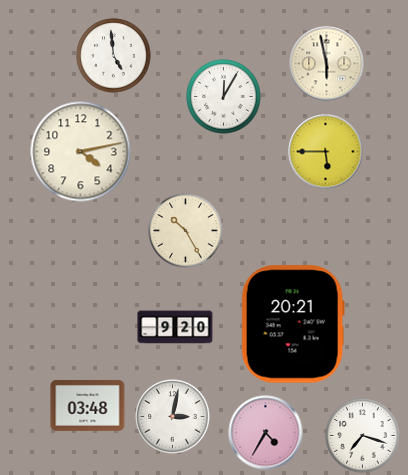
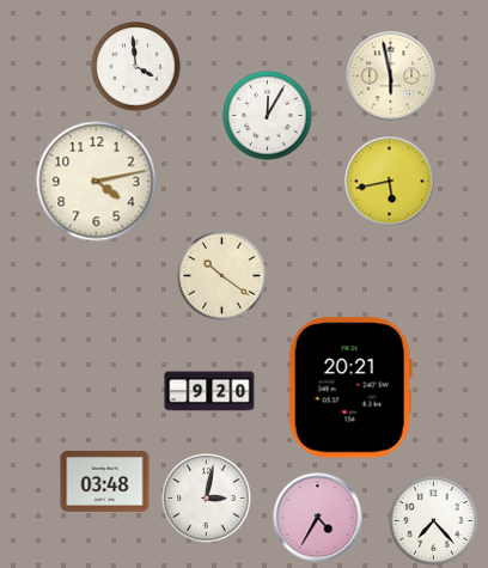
clock at (114, 56): 4:59 -> 3:59
clock at (326, 152): 5:45 -> 5:43
clock at (186, 231): 10:25 -> 10:21
clock at (88, 405) position: (88, 405) -> (105, 481)
clock at (363, 436): 7:18 -> 7:23
